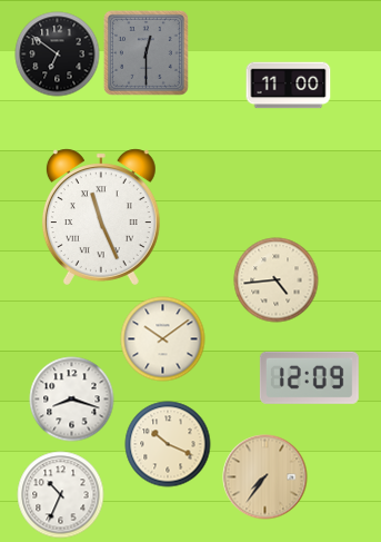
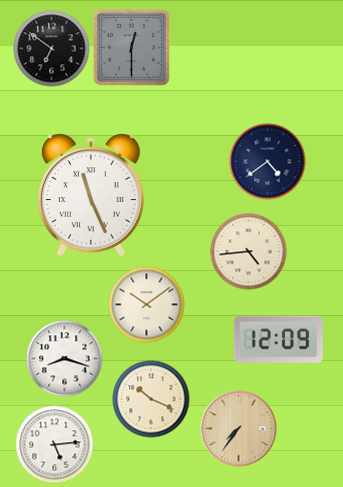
clock at (289, 86): 11:00 -> none
clock at (268, 162): none -> 4:39
clock at (61, 495): 10:34 -> 5:14
